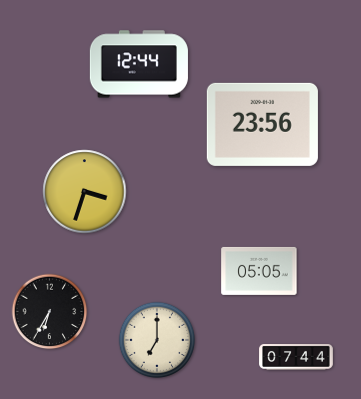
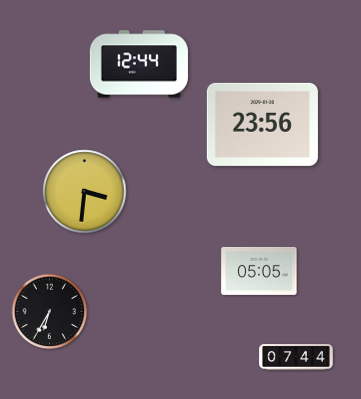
clock at (85, 192): 3:33 -> 3:31
clock at (157, 340): 7:00 -> none
